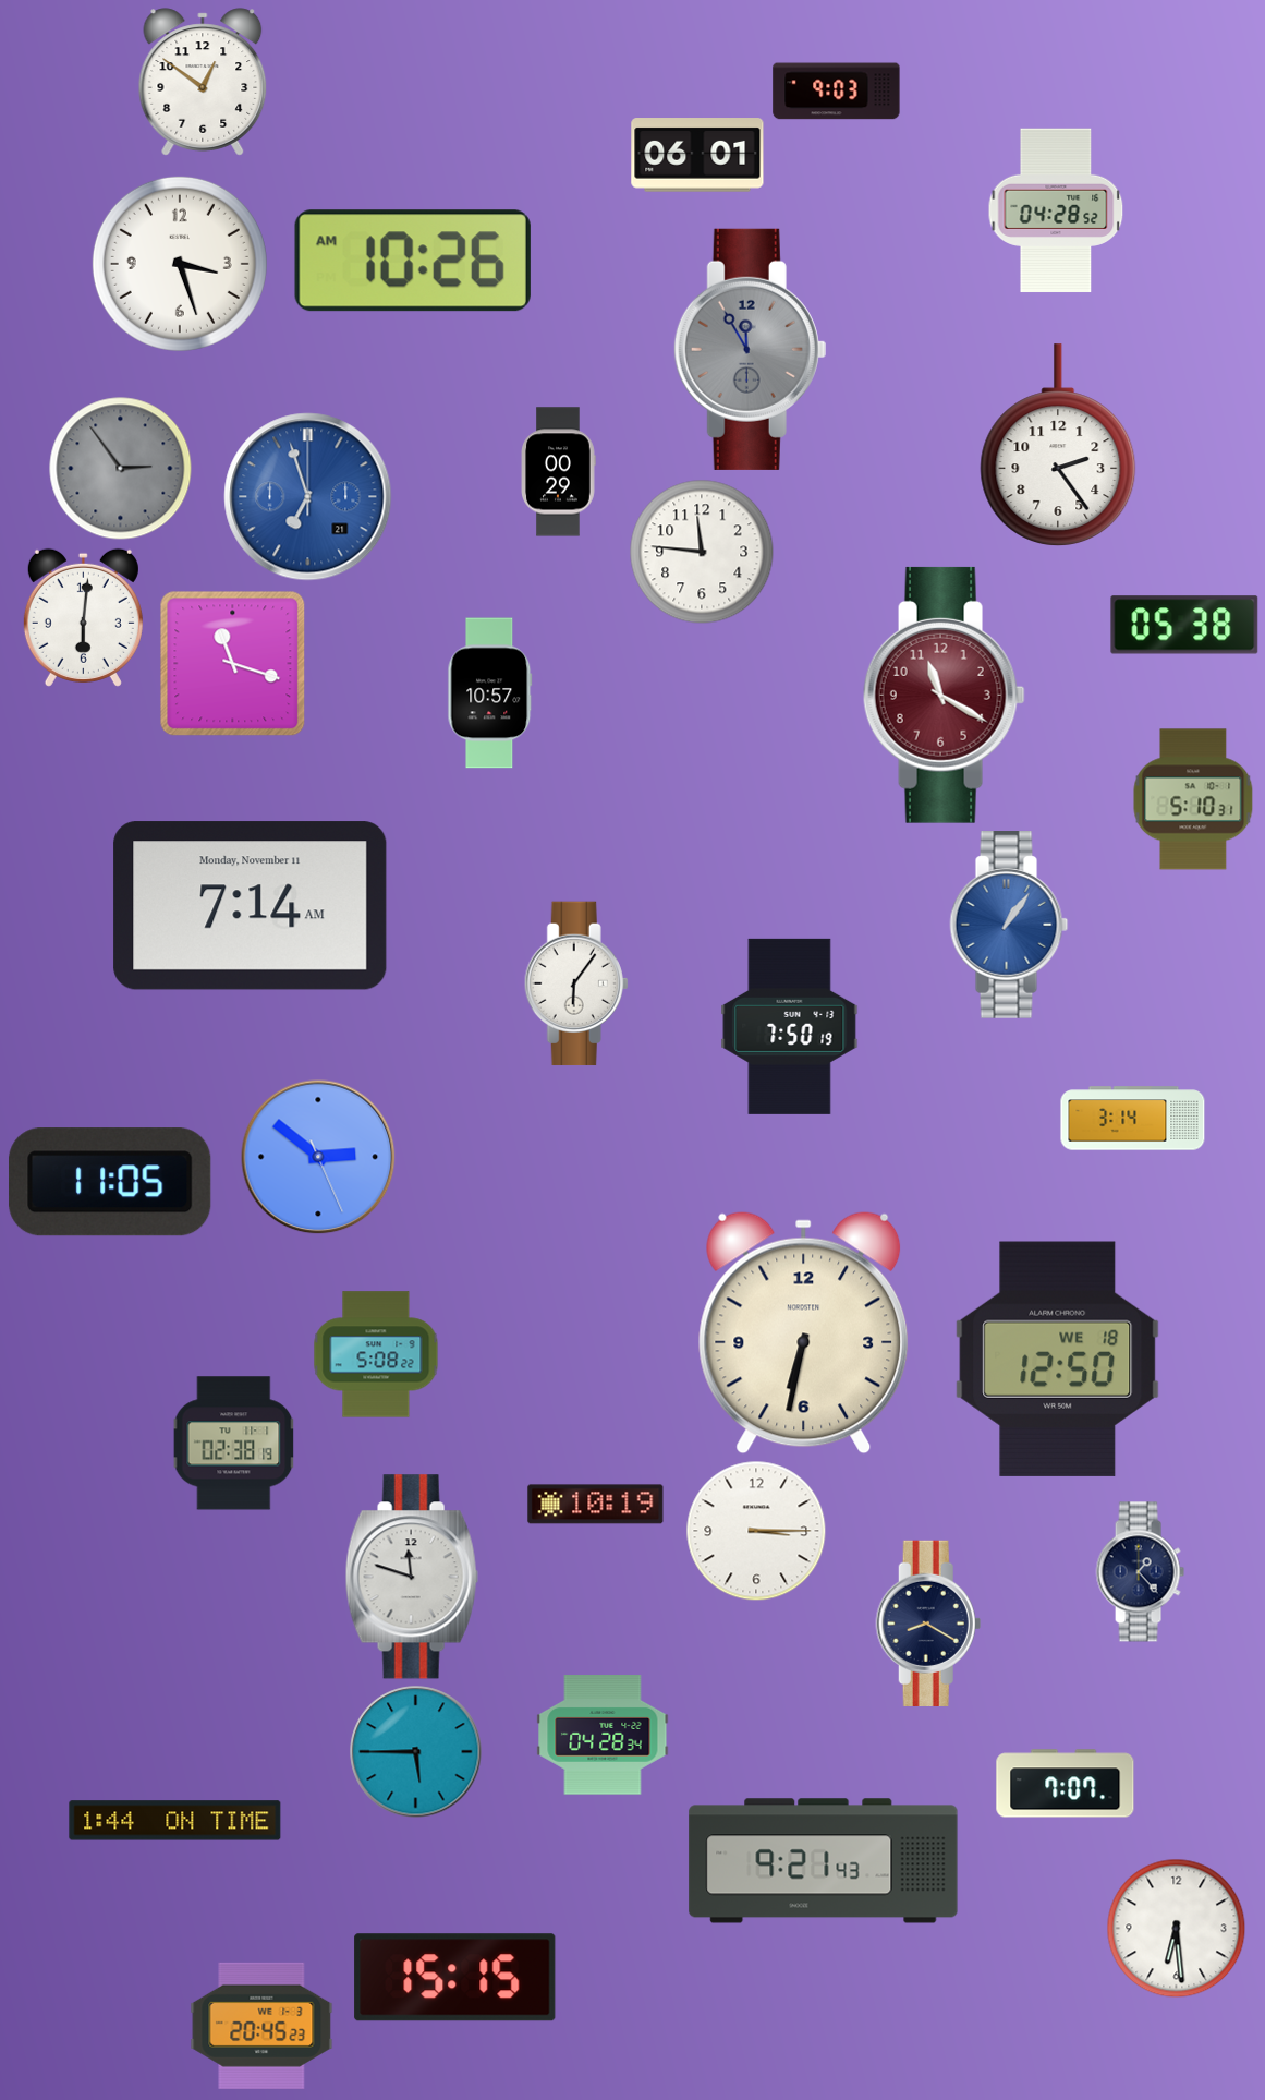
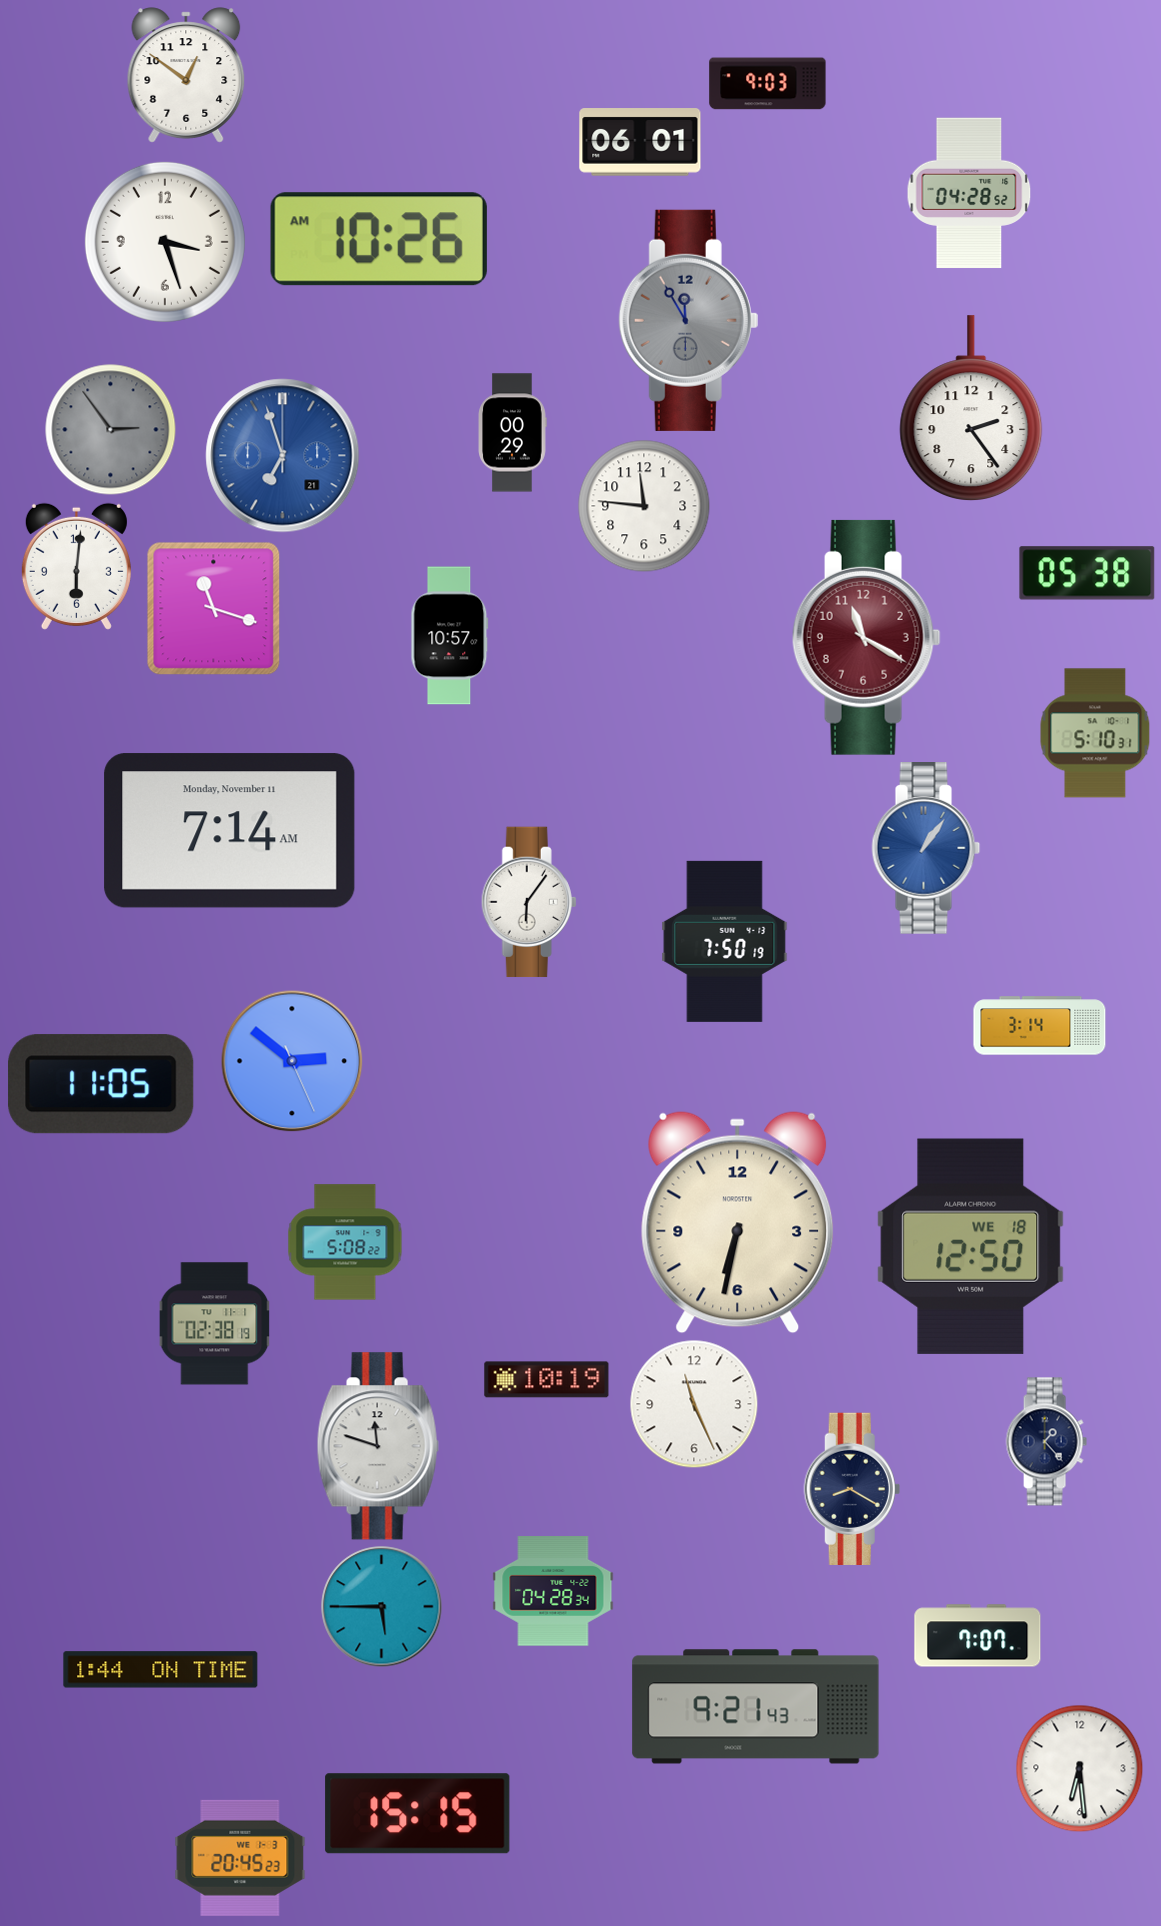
clock at (756, 1531): 3:15 -> 11:26
